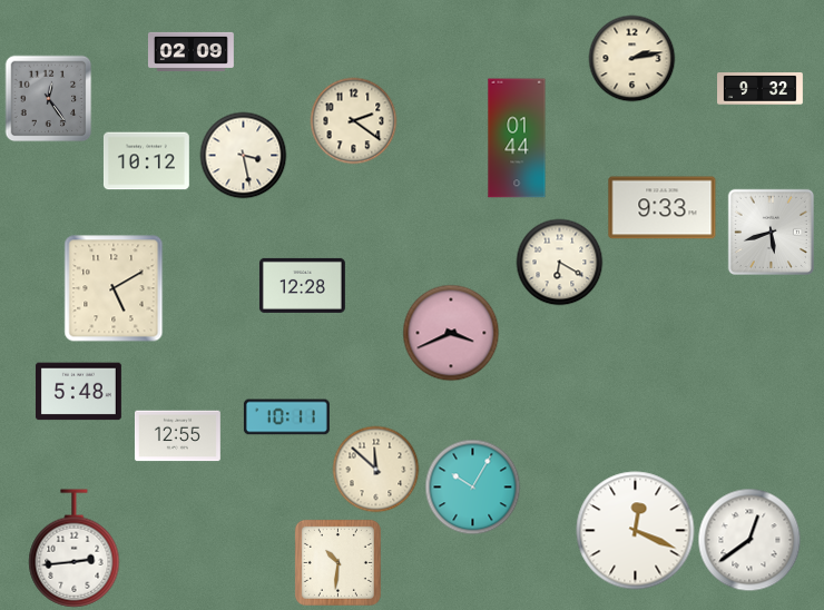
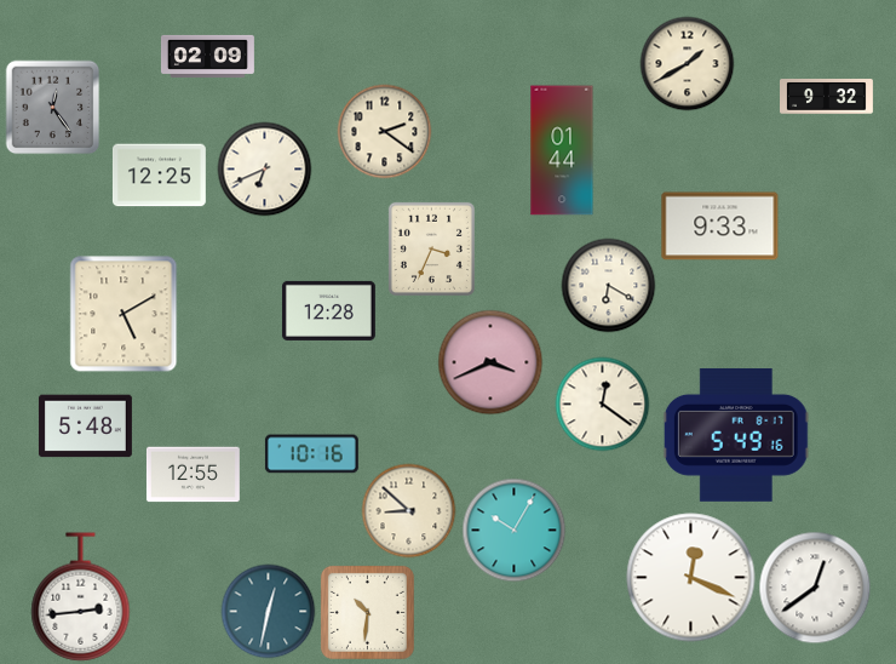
clock at (631, 58): 2:13 -> 1:40
clock at (243, 155): 3:28 -> 6:41
clock at (146, 161): 10:12 -> 12:25
clock at (431, 248): none -> 3:34
clock at (771, 232): 5:42 -> none
clock at (602, 403): none -> 12:21
clock at (736, 435): none -> 5:49
clock at (286, 417): 10:11 -> 10:16
clock at (375, 469): 11:52 -> 8:52
clock at (268, 611): none -> 12:32
